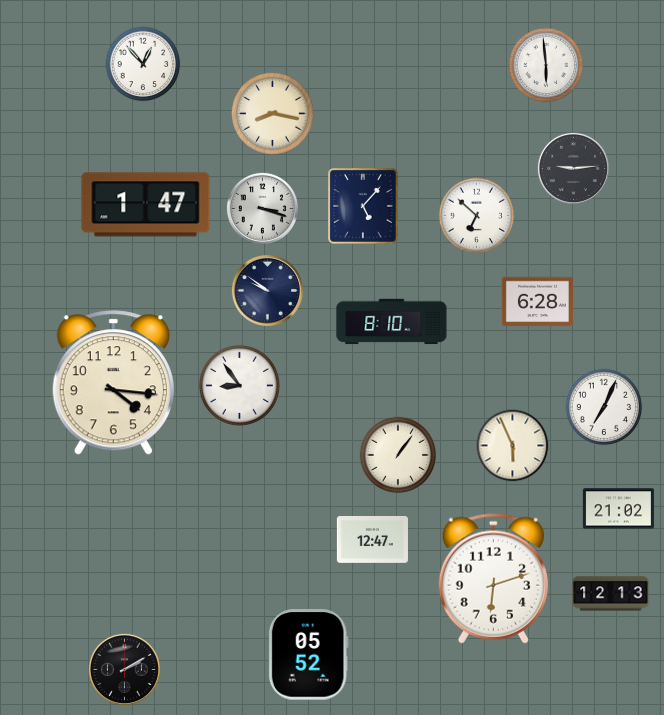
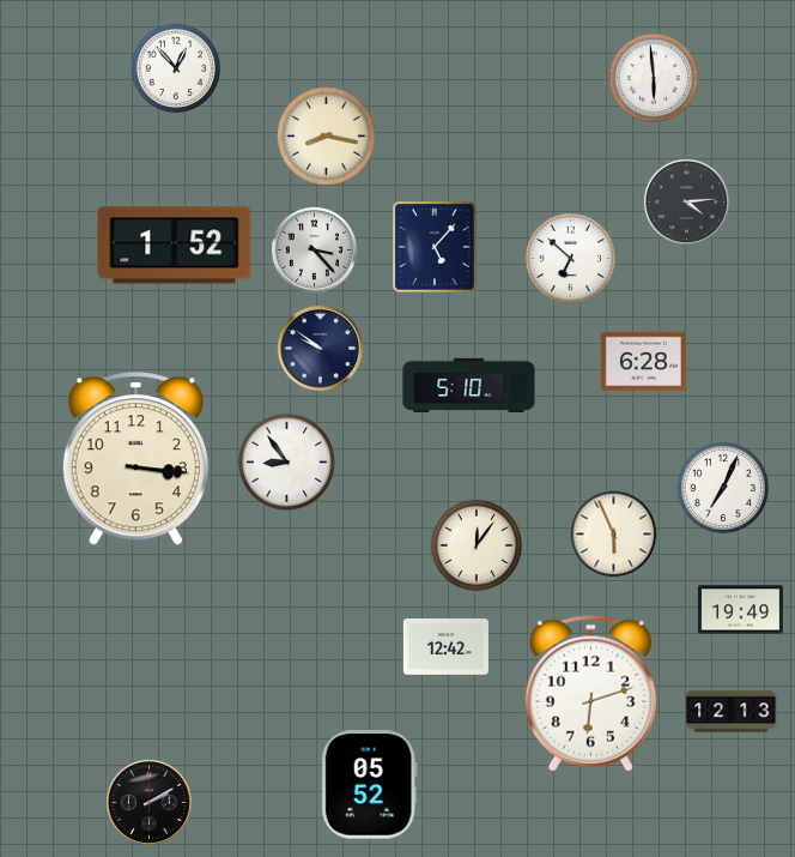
clock at (143, 64) position: (143, 64) -> (176, 68)
clock at (573, 168): 9:14 -> 4:14
clock at (146, 205): 1:47 -> 1:52
clock at (262, 208): 3:18 -> 3:23
clock at (392, 322): 8:10 -> 5:10
clock at (113, 383): 4:16 -> 3:16
clock at (398, 455): 1:06 -> 12:06
clock at (618, 509): 21:02 -> 19:49
clock at (372, 540): 12:47 -> 12:42
